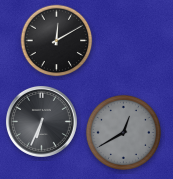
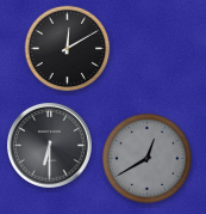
clock at (41, 121): 6:34 -> 6:30
